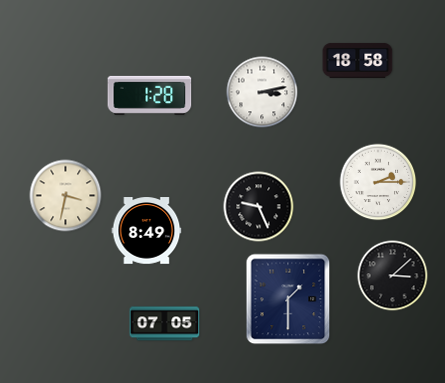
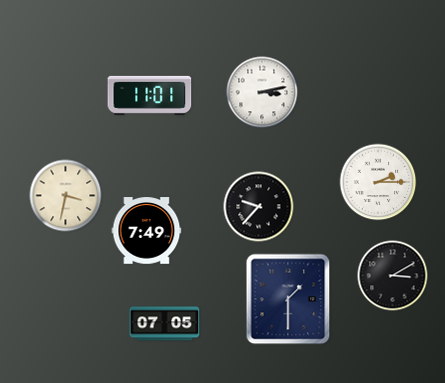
clock at (358, 60): 18:58 -> none
clock at (150, 95): 1:28 -> 11:01
clock at (259, 207): 9:26 -> 9:37
clock at (147, 231): 8:49 -> 7:49
clock at (393, 276): 3:08 -> 3:10
